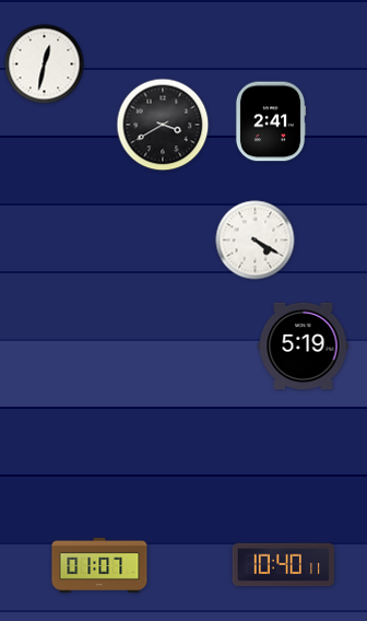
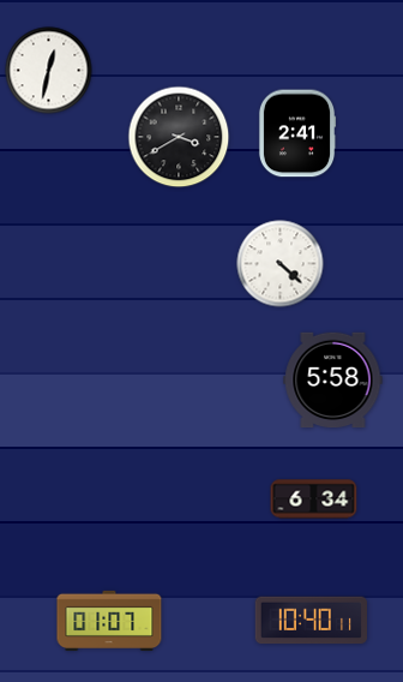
clock at (256, 241): 4:20 -> 4:22
clock at (304, 347): 5:19 -> 5:58
clock at (314, 499): none -> 6:34
